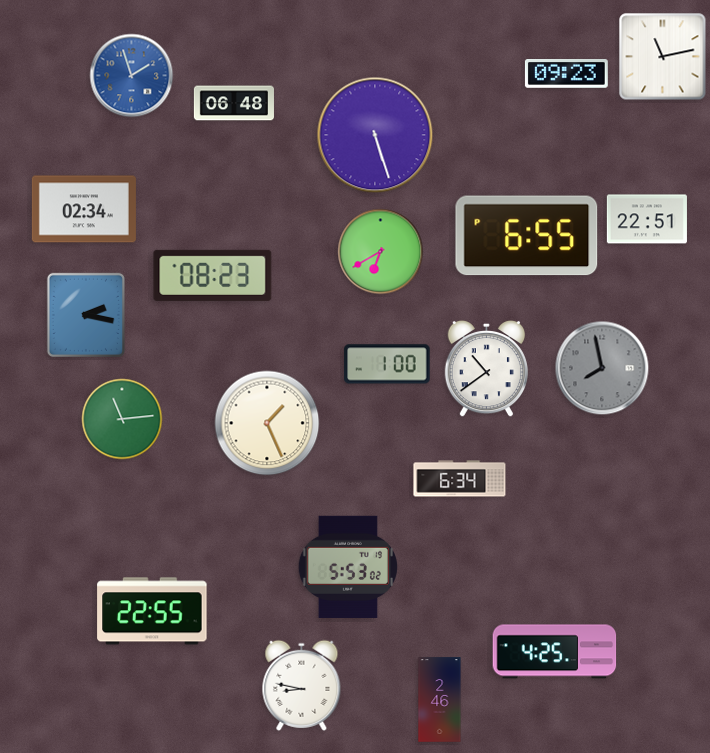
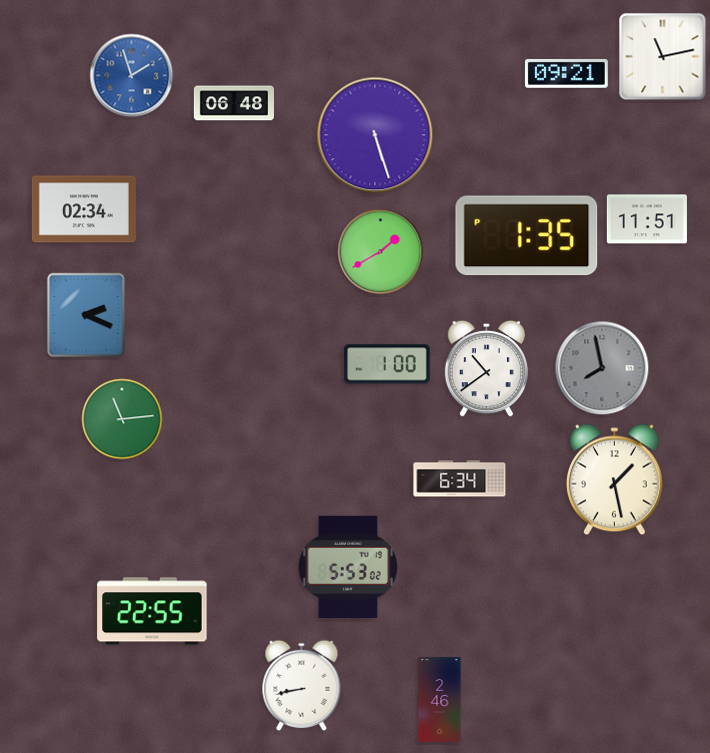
clock at (566, 74): 09:23 -> 09:21
clock at (647, 219): 22:51 -> 11:51
clock at (527, 236): 6:55 -> 1:35
clock at (381, 252): 6:40 -> 1:40
clock at (213, 275): 08:23 -> none
clock at (86, 315): 2:17 -> 2:19
clock at (267, 423): 1:26 -> none
clock at (614, 480): none -> 1:28
clock at (555, 652): 4:25 -> none
clock at (302, 685): 8:47 -> 8:43
